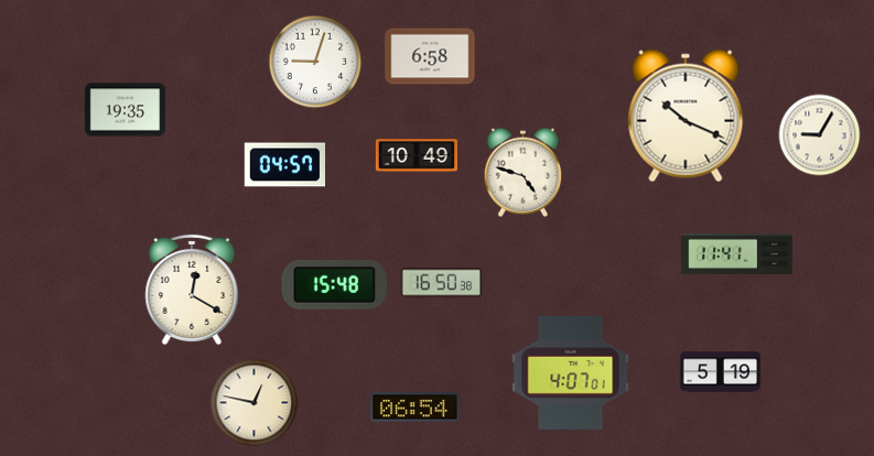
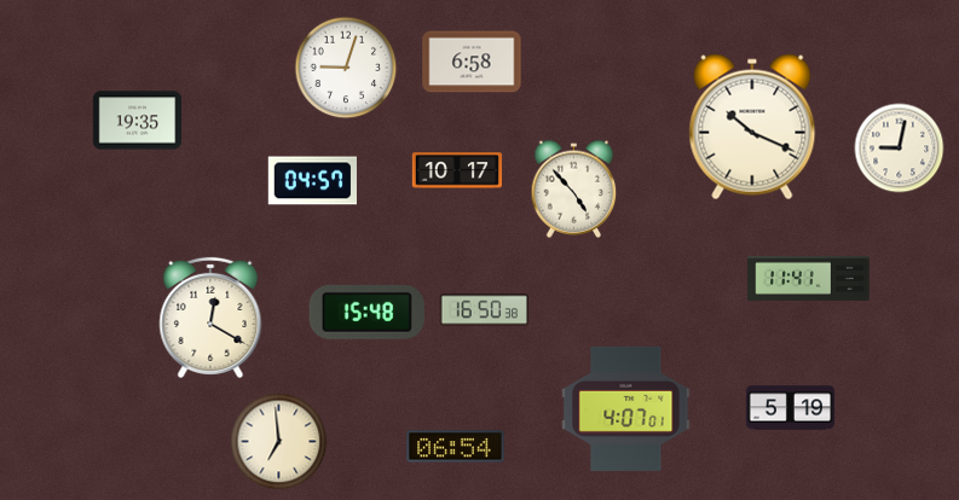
clock at (820, 135): 9:05 -> 9:02
clock at (416, 155): 10:49 -> 10:17
clock at (524, 172): 4:48 -> 4:53
clock at (255, 403): 12:47 -> 6:59
